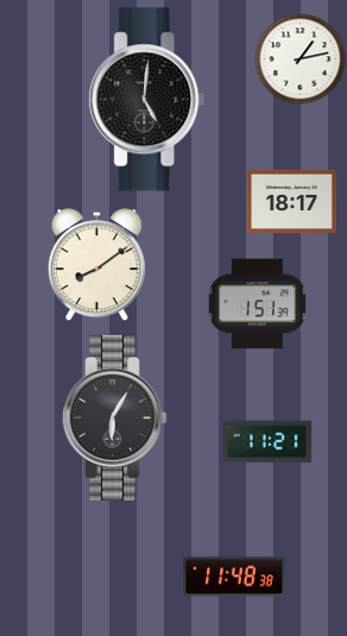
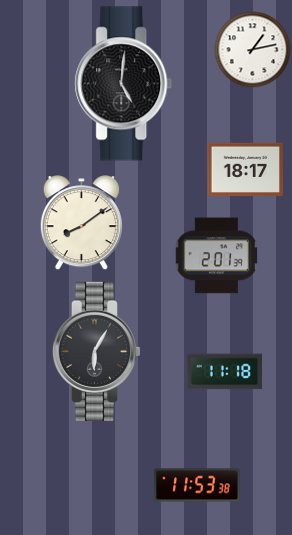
clock at (257, 304): 1:51 -> 2:01
clock at (266, 442): 11:21 -> 11:18
clock at (234, 577): 11:48 -> 11:53
